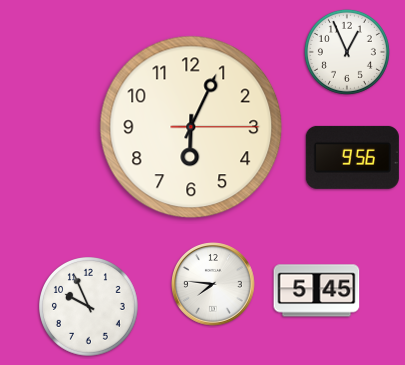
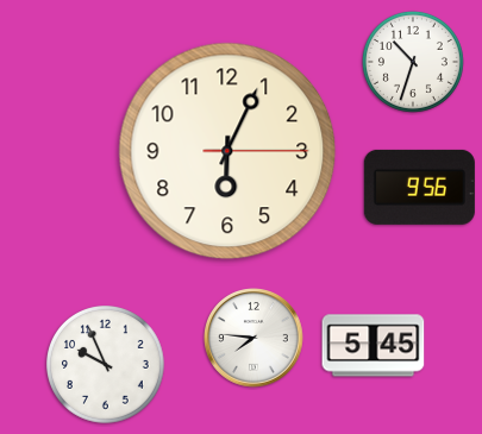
clock at (347, 52): 12:56 -> 10:33
clock at (317, 291) position: (317, 291) -> (374, 346)
